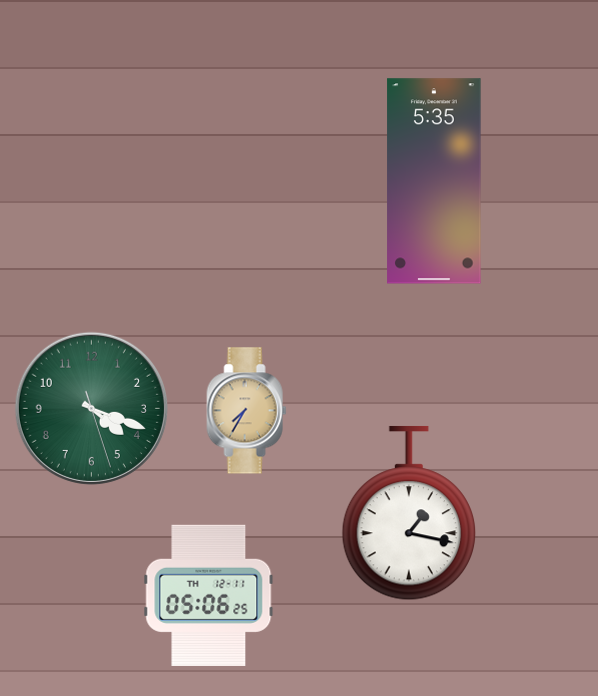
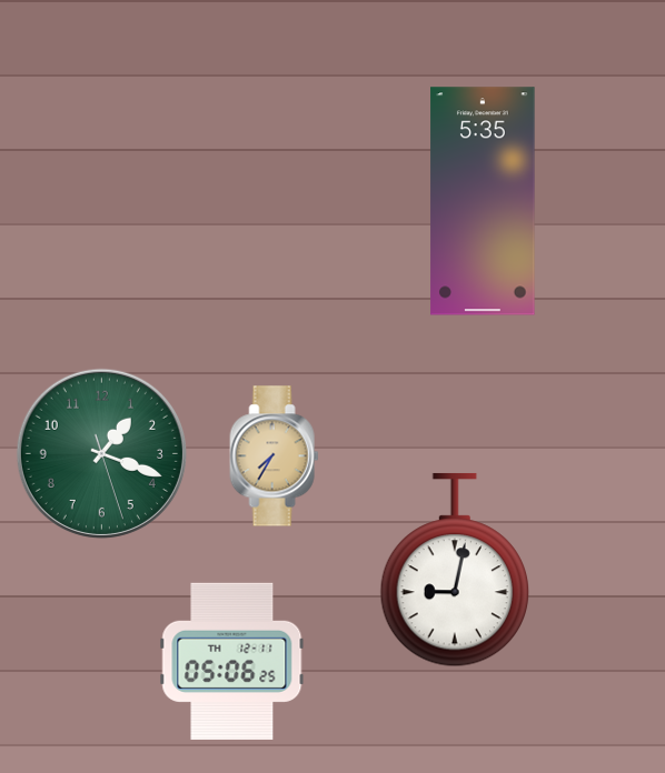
clock at (91, 408): 4:18 -> 1:18
clock at (408, 513): 1:17 -> 9:02
